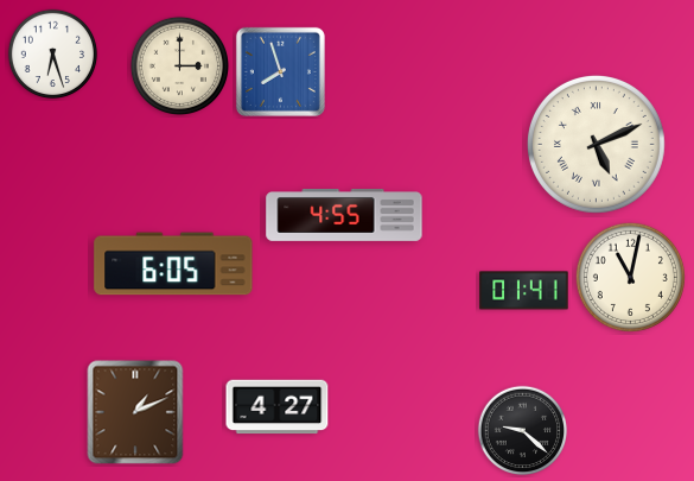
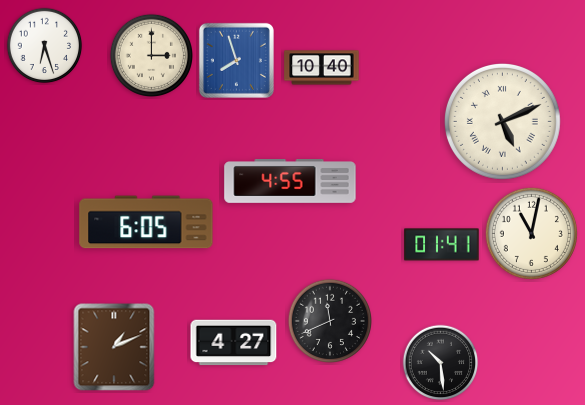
clock at (322, 68): none -> 10:40
clock at (329, 320): none -> 11:41
clock at (523, 431): 9:22 -> 10:29
